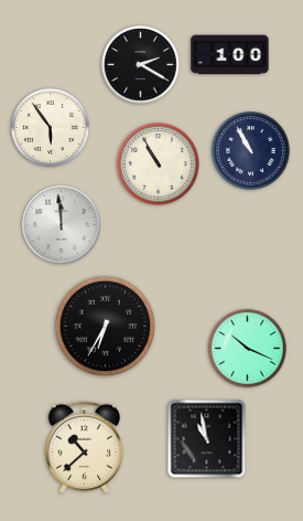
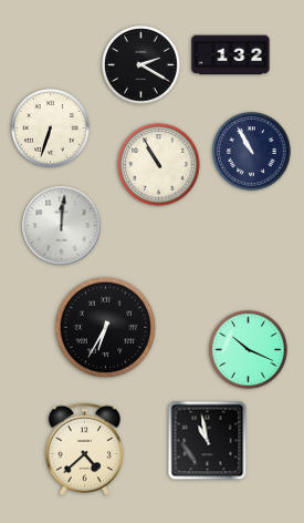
clock at (230, 55): 1:00 -> 1:32
clock at (51, 128): 5:54 -> 6:33
clock at (62, 225): 11:59 -> 12:01
clock at (84, 447): 10:38 -> 4:38
